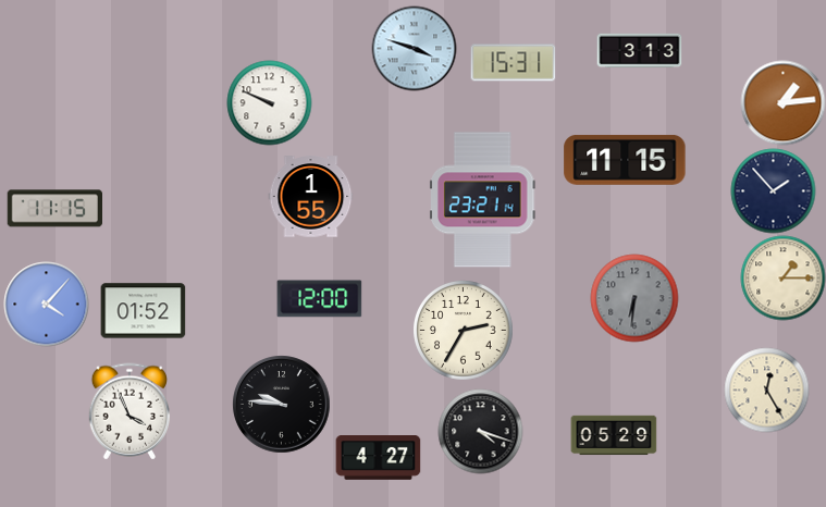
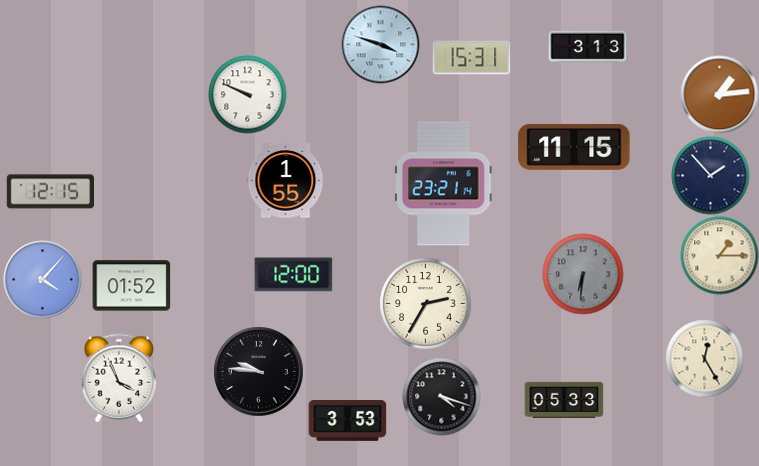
clock at (54, 209): 11:15 -> 12:15
clock at (614, 435): 05:29 -> 05:33
clock at (378, 458): 4:27 -> 3:53
